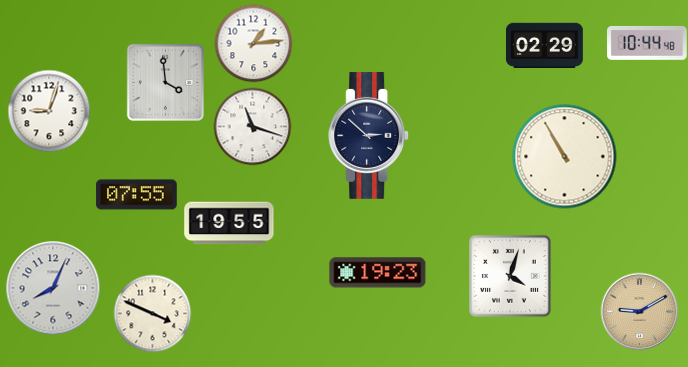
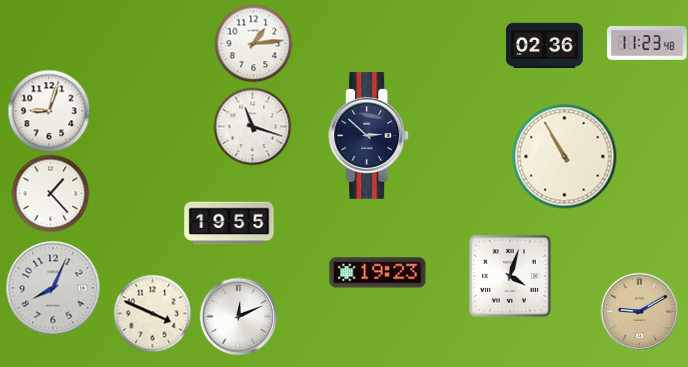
clock at (647, 43): 10:44 -> 11:23
clock at (544, 45): 02:29 -> 02:36
clock at (165, 82): 3:59 -> none
clock at (50, 193): none -> 1:23
clock at (137, 195): 07:55 -> none
clock at (238, 316): none -> 12:11
